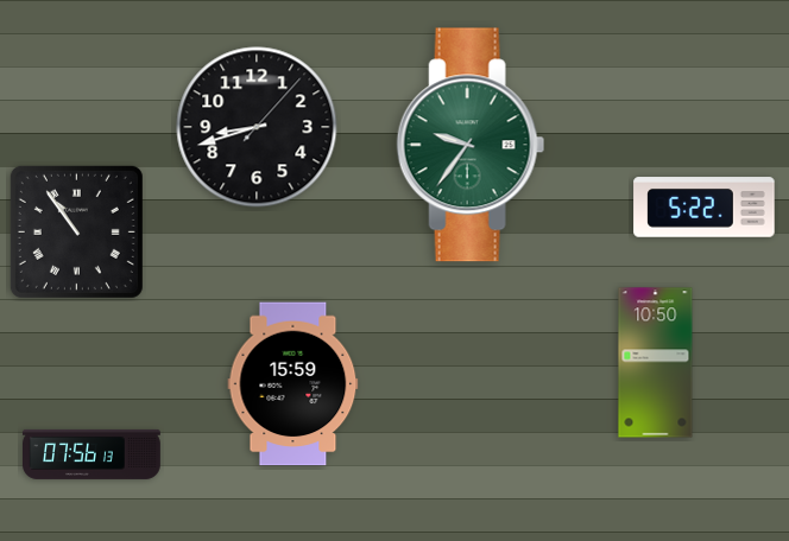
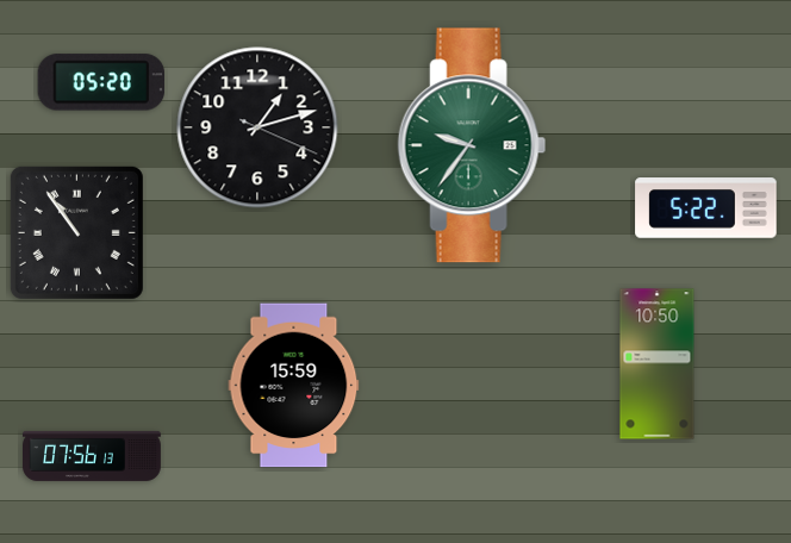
clock at (101, 82): none -> 05:20
clock at (257, 127): 8:42 -> 1:12
